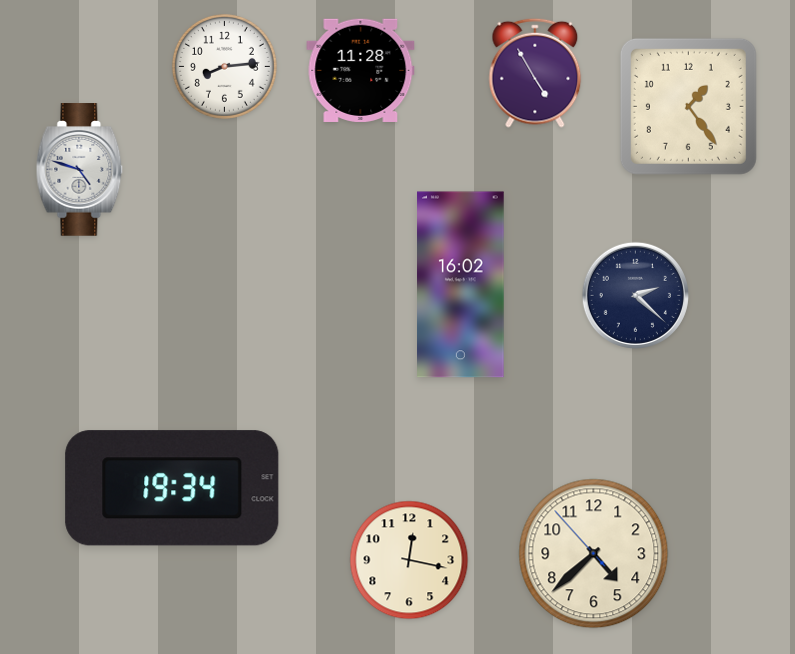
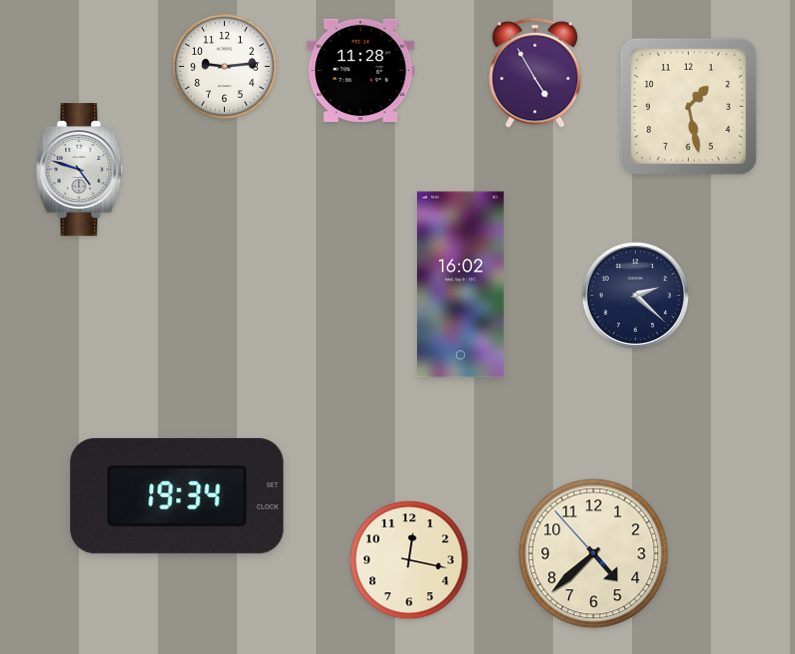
clock at (224, 66): 8:14 -> 9:14
clock at (688, 106): 1:24 -> 1:28
clock at (172, 488) position: (172, 488) -> (177, 496)
